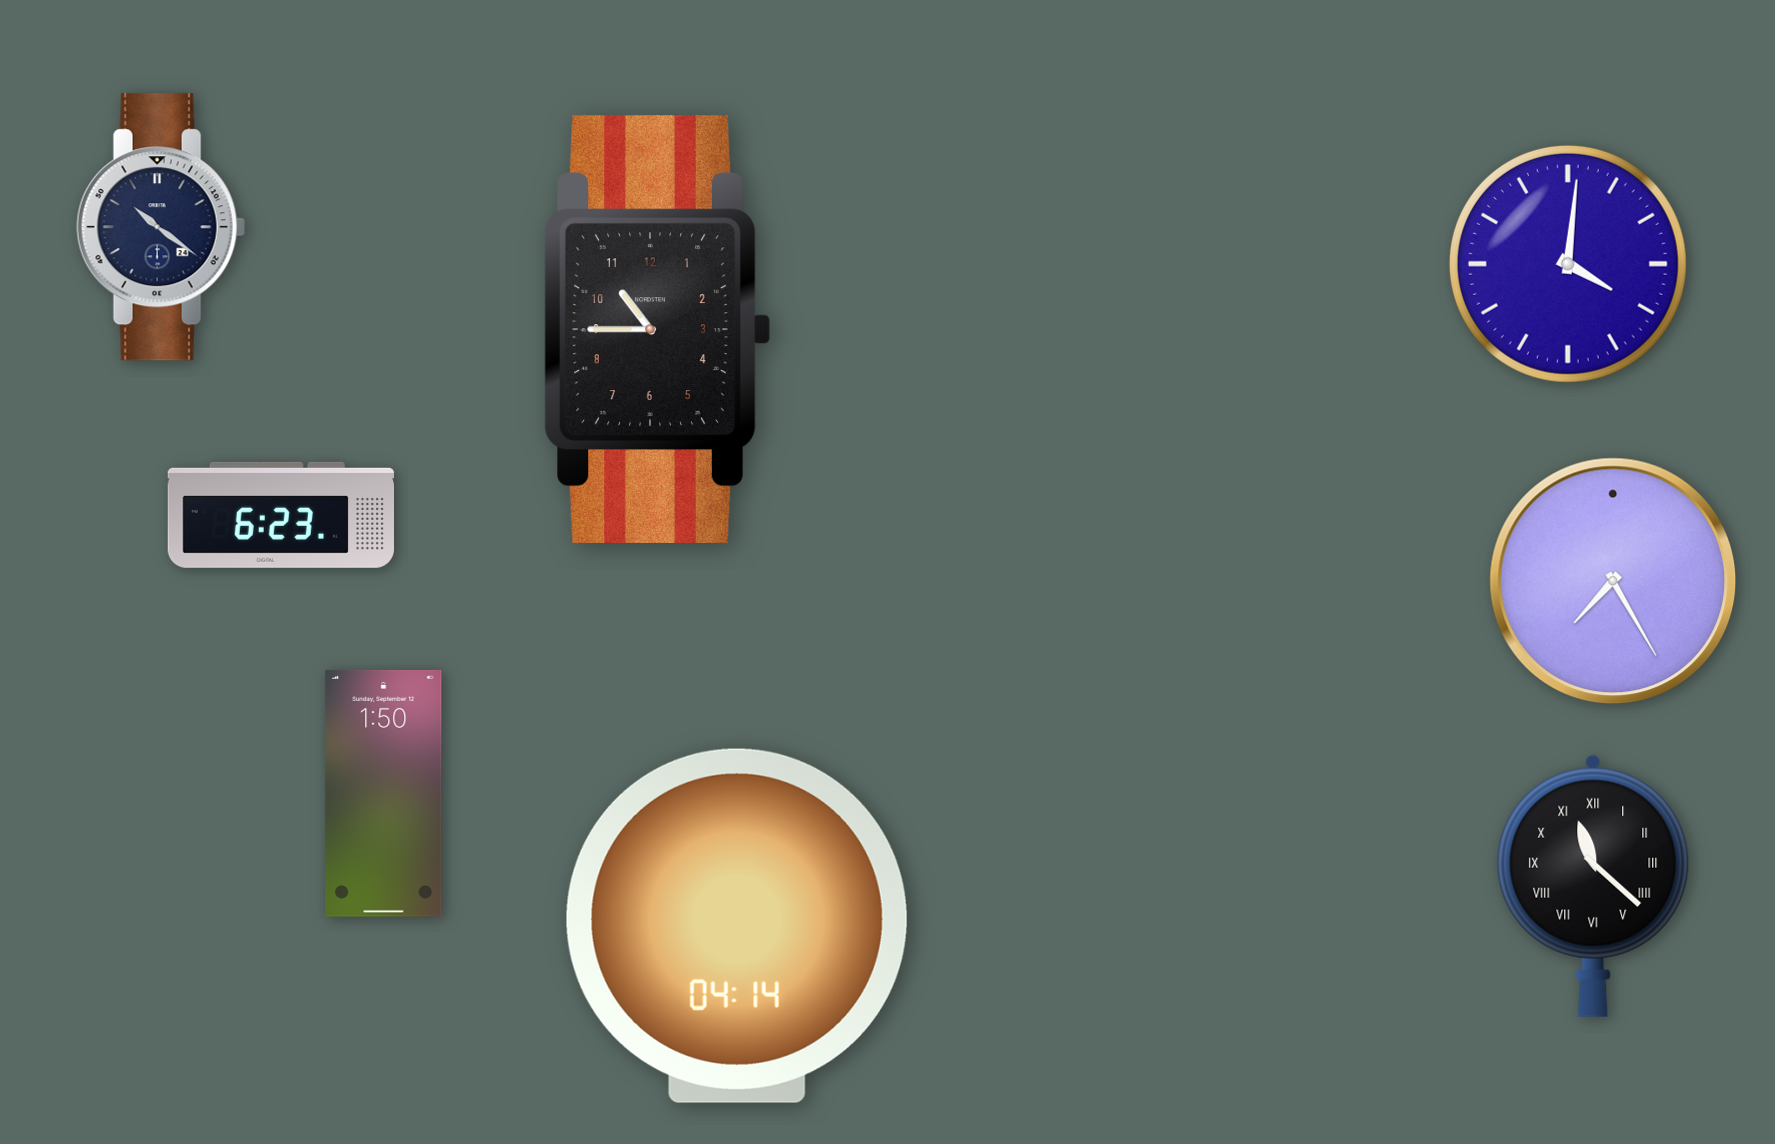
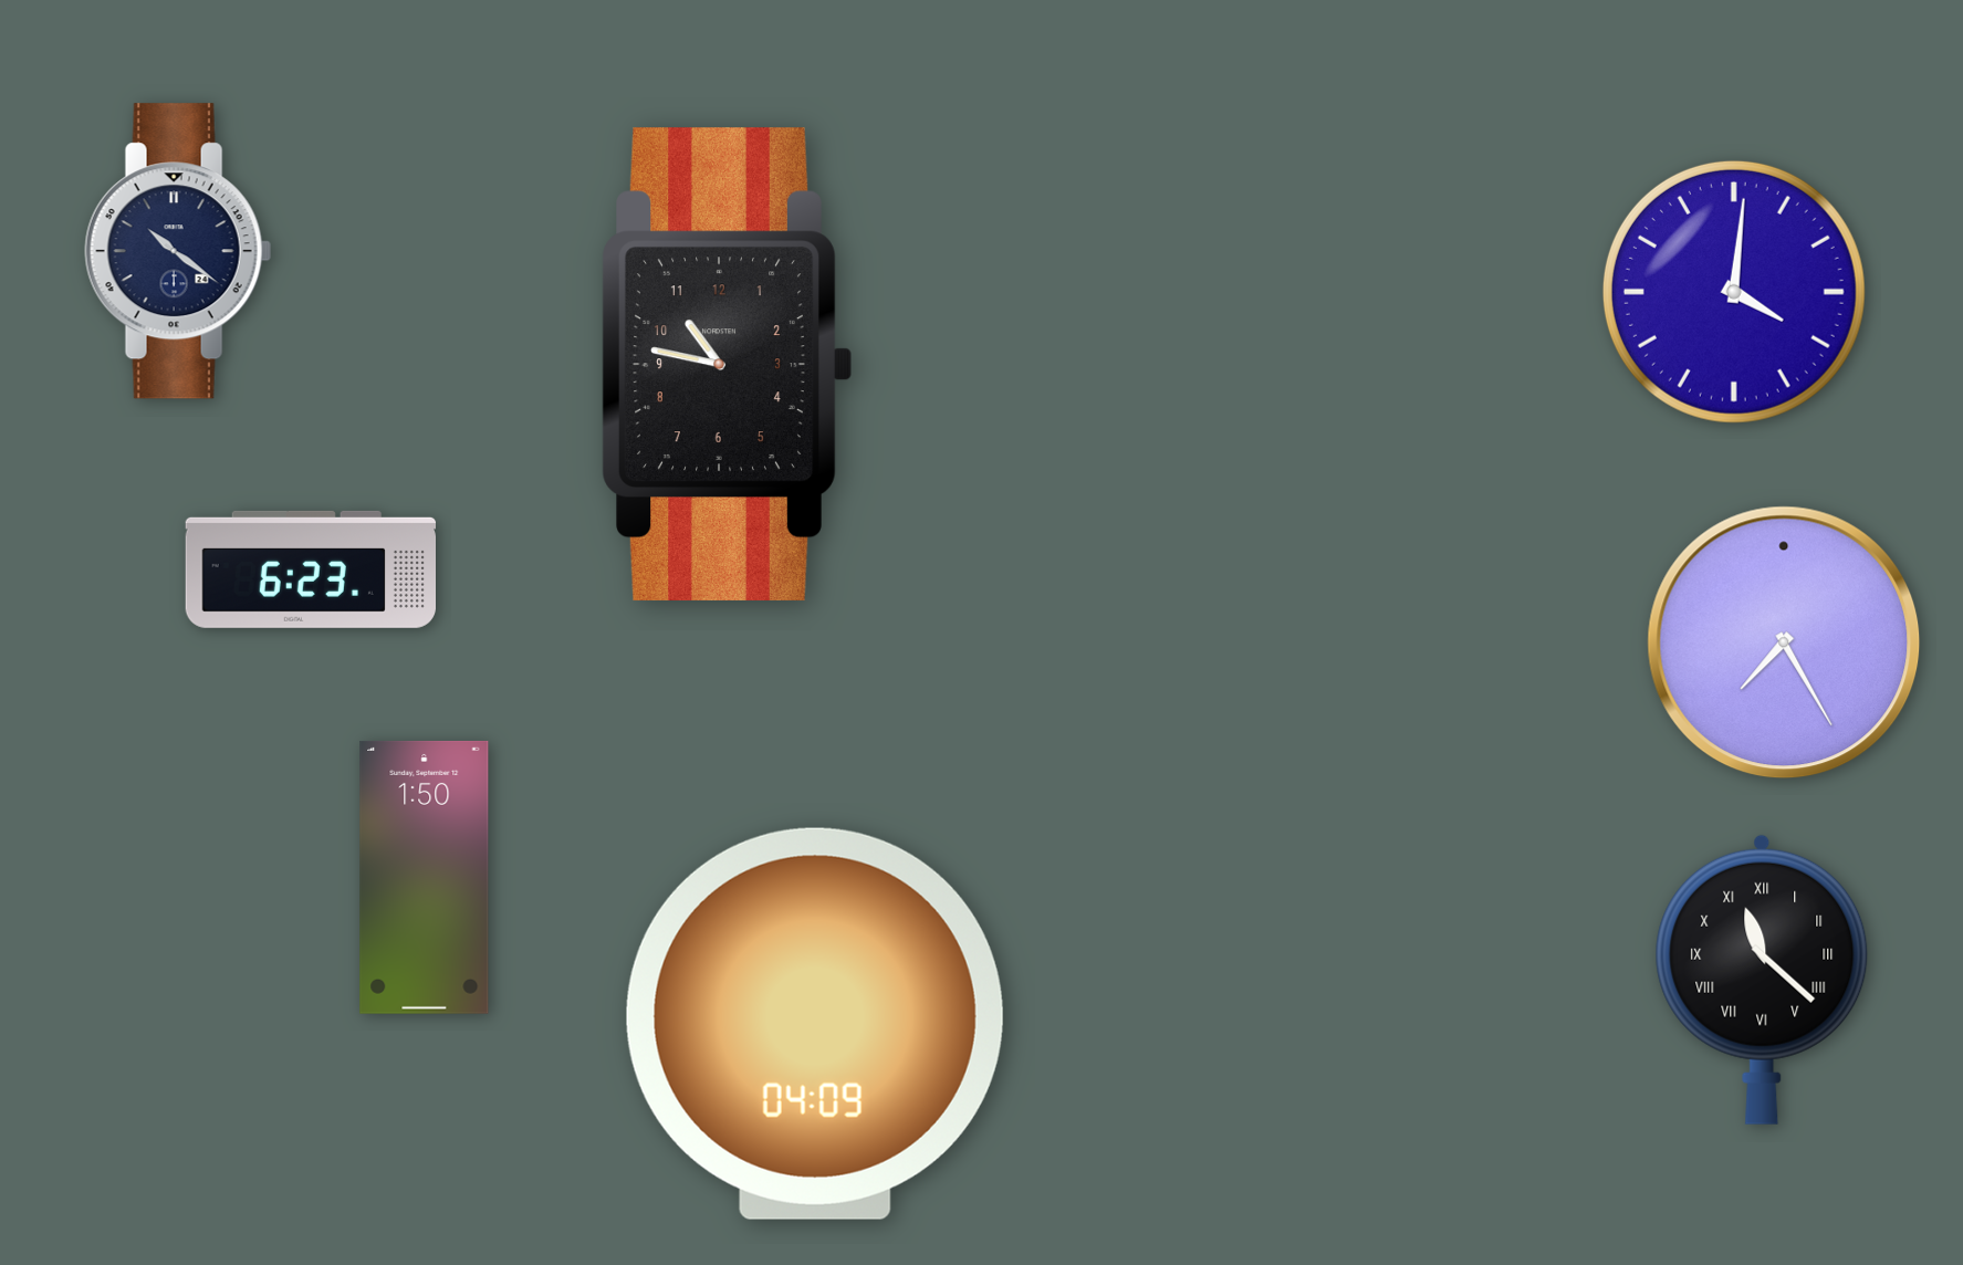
clock at (657, 329): 10:45 -> 10:47
clock at (737, 926): 04:14 -> 04:09
